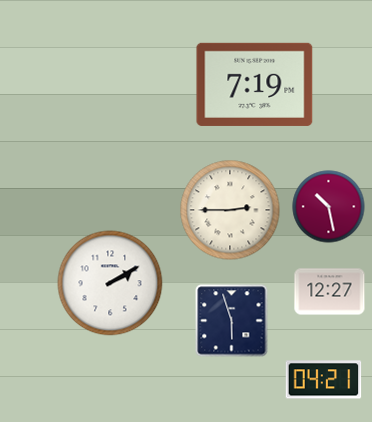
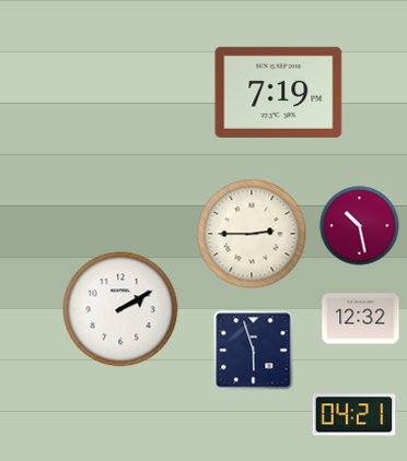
clock at (230, 210) position: (230, 210) -> (252, 234)
clock at (330, 292): 12:27 -> 12:32
